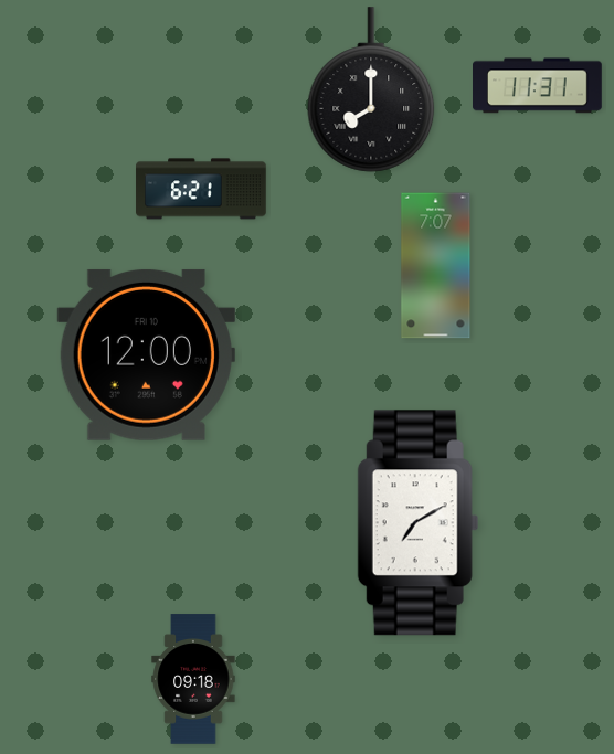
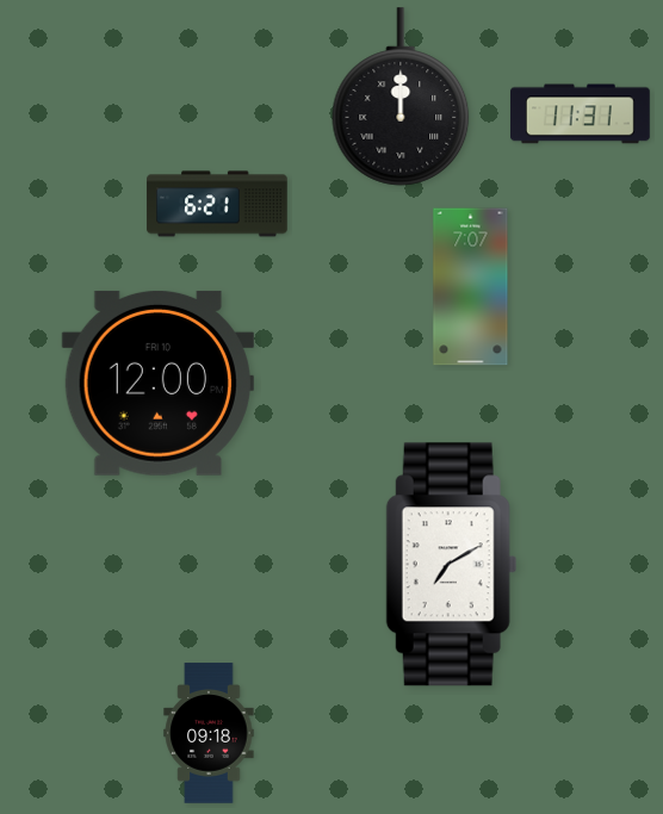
clock at (538, 86) position: (538, 86) -> (581, 114)
clock at (371, 89): 8:00 -> 12:00
